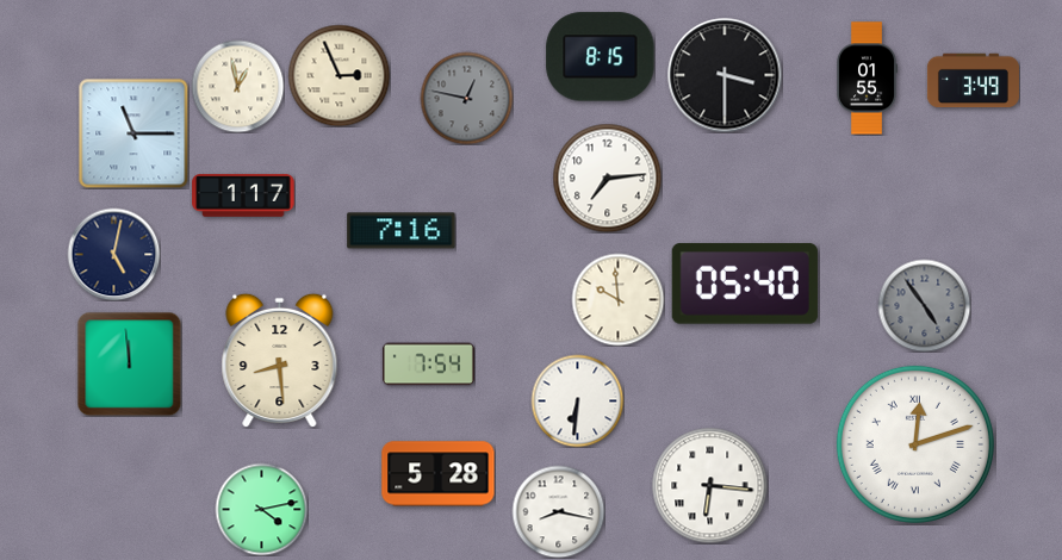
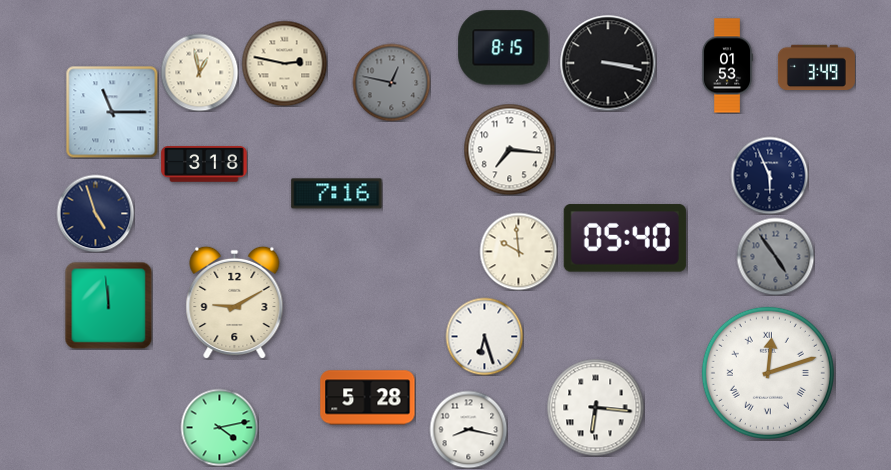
clock at (339, 75): 2:56 -> 2:47
clock at (725, 75): 3:30 -> 3:17
clock at (867, 79): 01:55 -> 01:53
clock at (607, 178): 7:14 -> 7:16
clock at (243, 195): 1:17 -> 3:18
clock at (769, 175): none -> 5:56
clock at (113, 254): 5:02 -> 4:57
clock at (280, 360): 8:29 -> 9:10
clock at (428, 365): 7:54 -> none
clock at (577, 400): 6:31 -> 6:27
